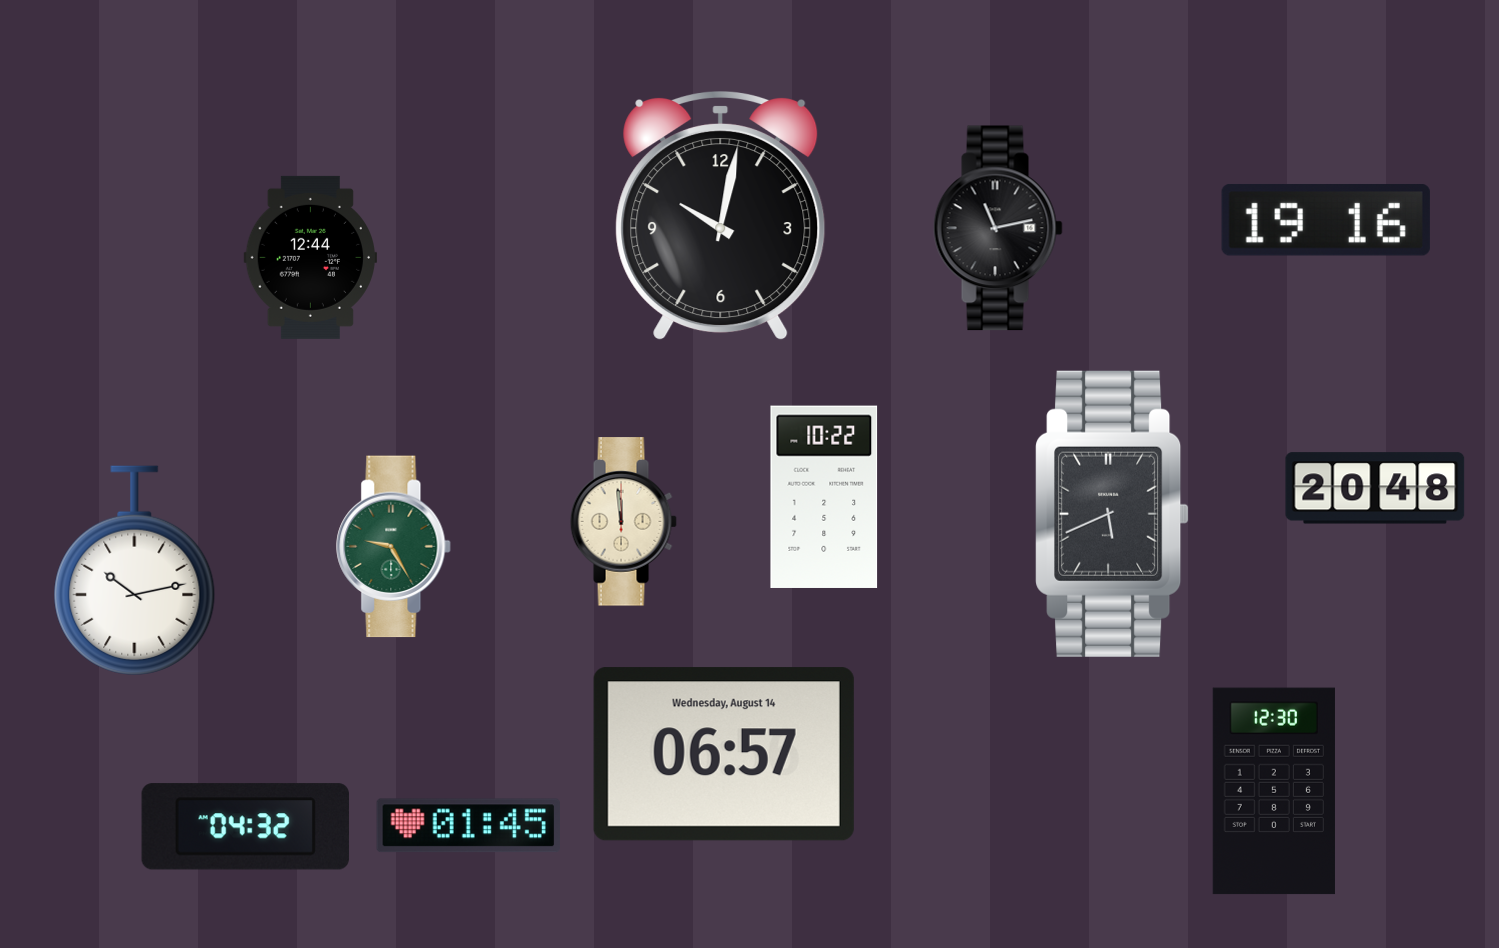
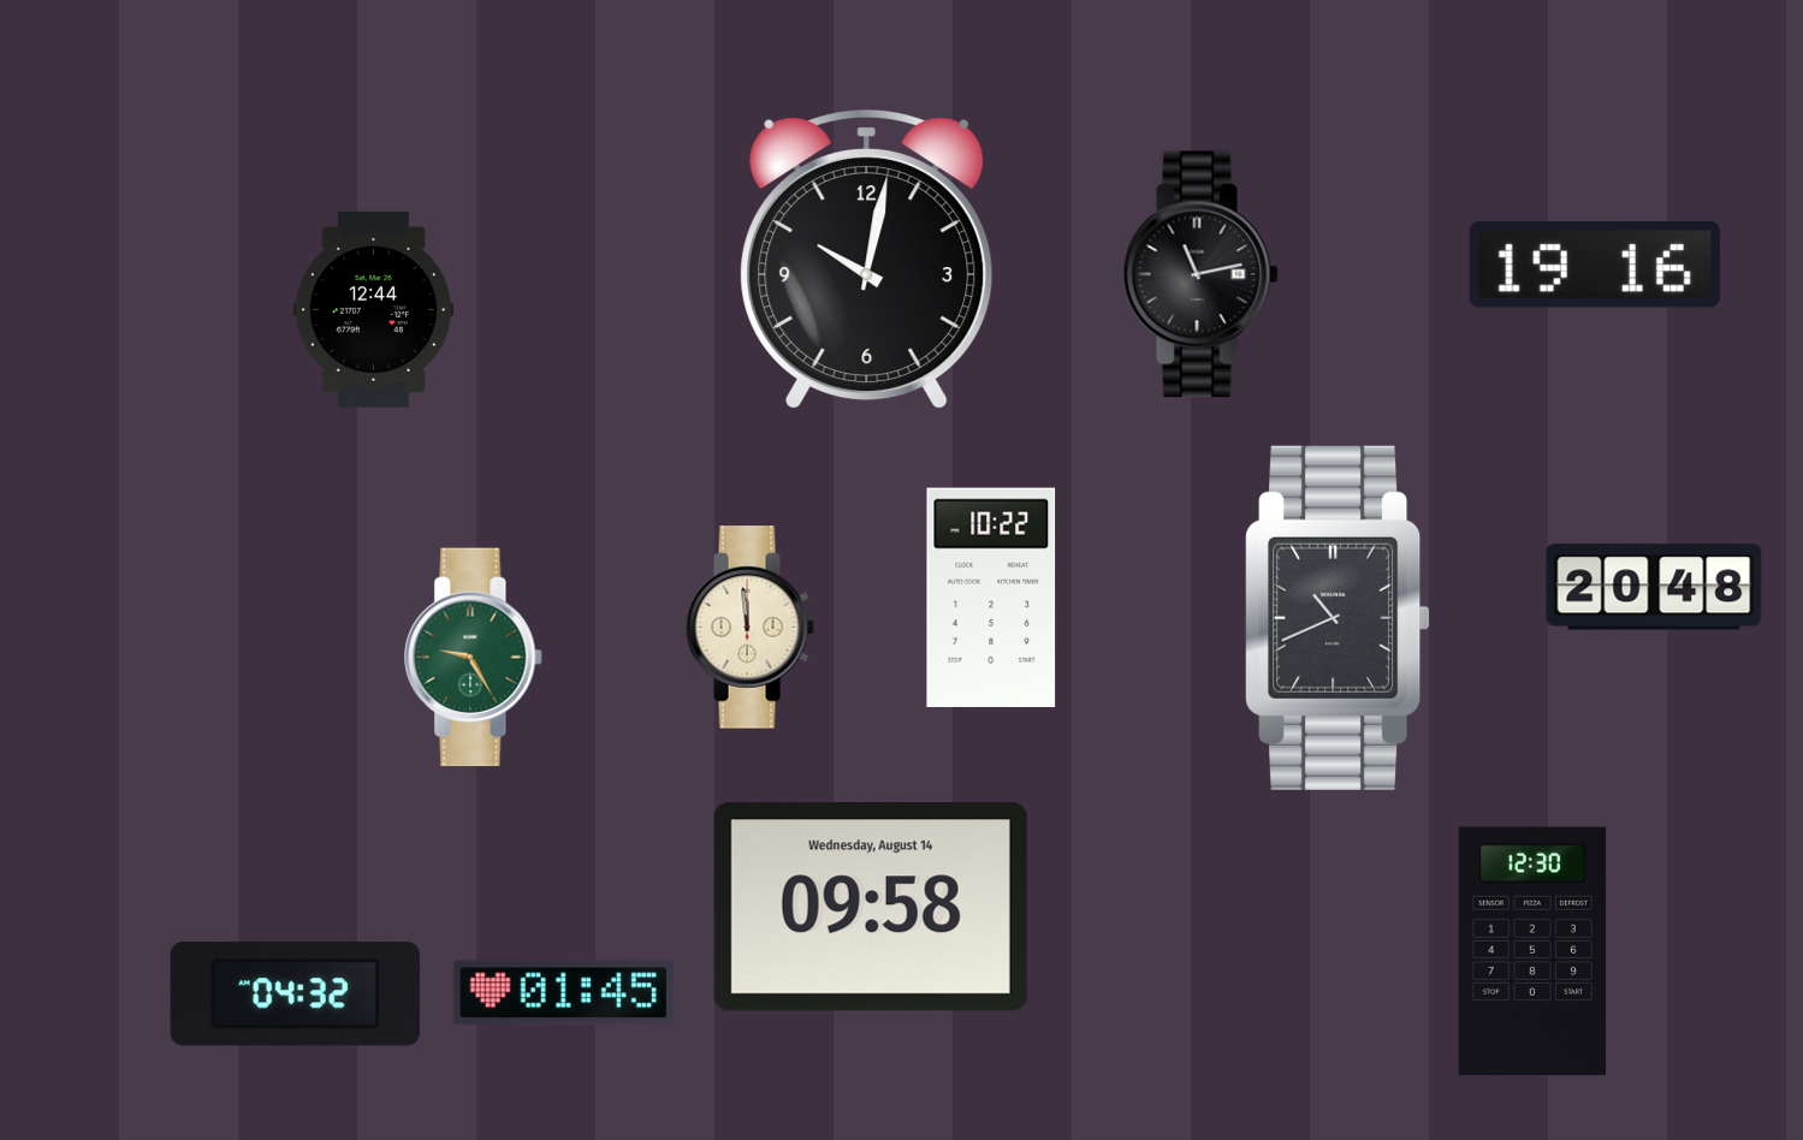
clock at (1112, 514): 5:41 -> 10:41
clock at (135, 570): 10:13 -> none
clock at (724, 754): 06:57 -> 09:58
